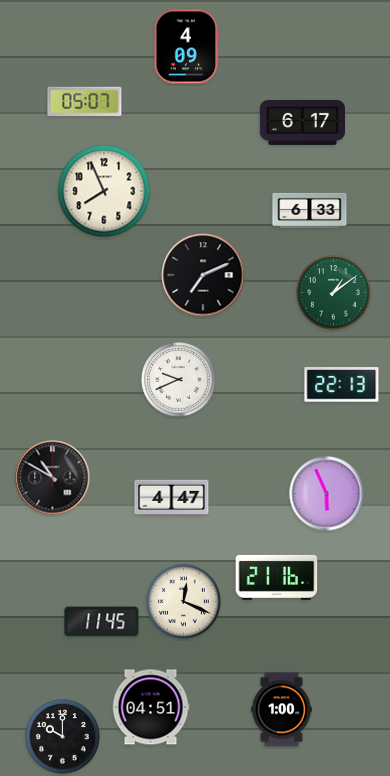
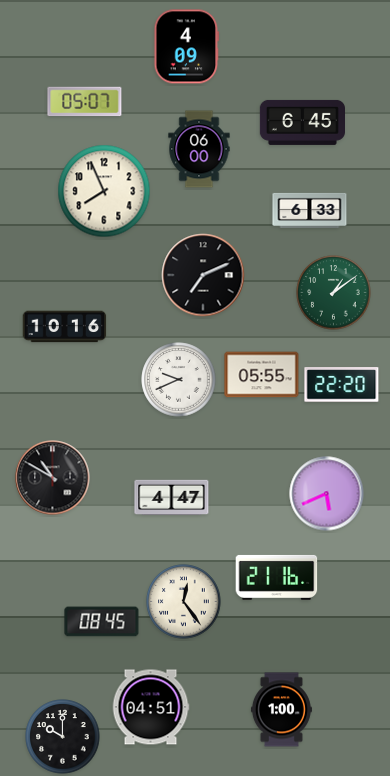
clock at (302, 122): 6:17 -> 6:45
clock at (199, 149): none -> 06:00
clock at (65, 327): none -> 10:16
clock at (262, 375): none -> 05:55
clock at (342, 385): 22:13 -> 22:20
clock at (327, 494): 5:56 -> 5:41
clock at (184, 602): 12:19 -> 12:24
clock at (102, 622): 11:45 -> 08:45
